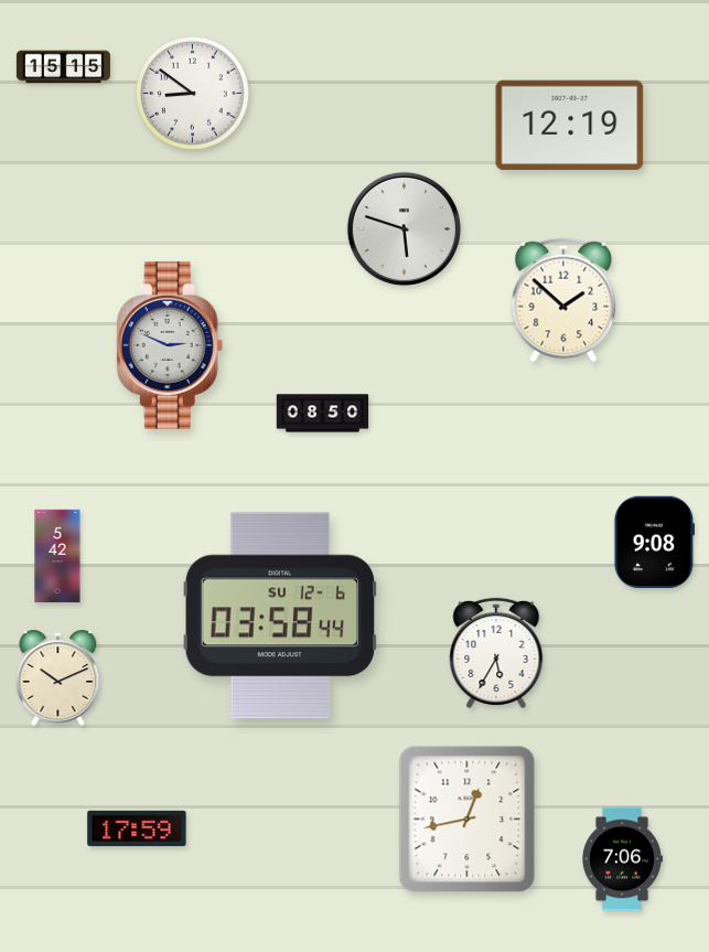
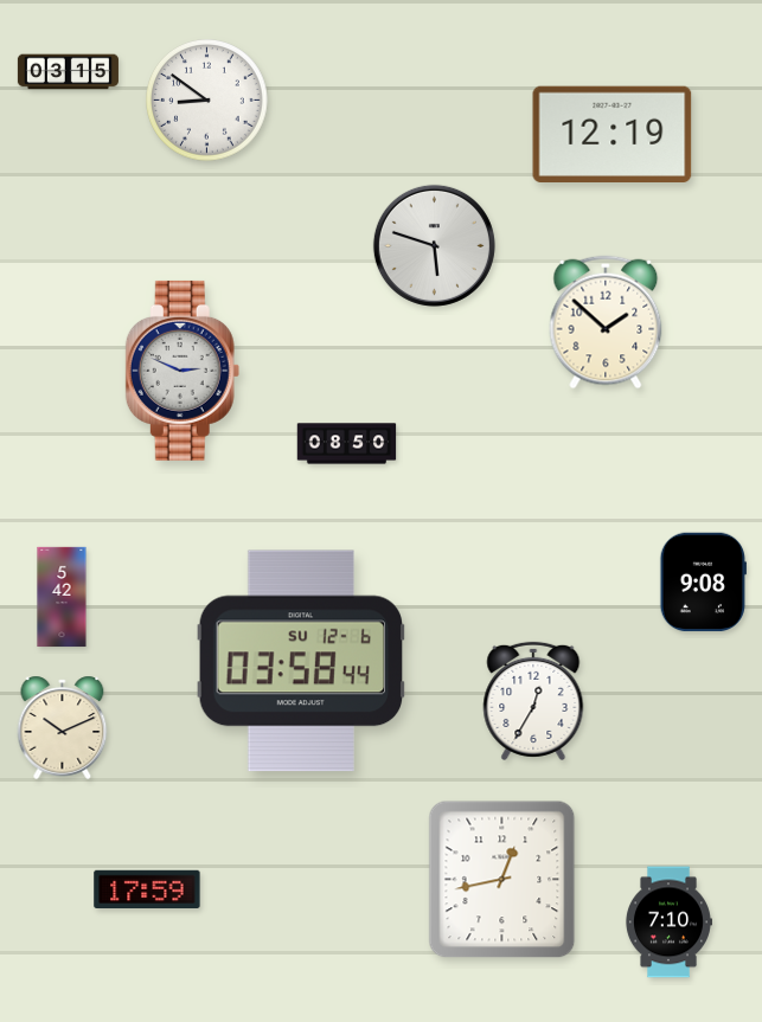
clock at (63, 67): 15:15 -> 03:15
clock at (496, 653): 5:35 -> 12:35
clock at (622, 859): 7:06 -> 7:10
